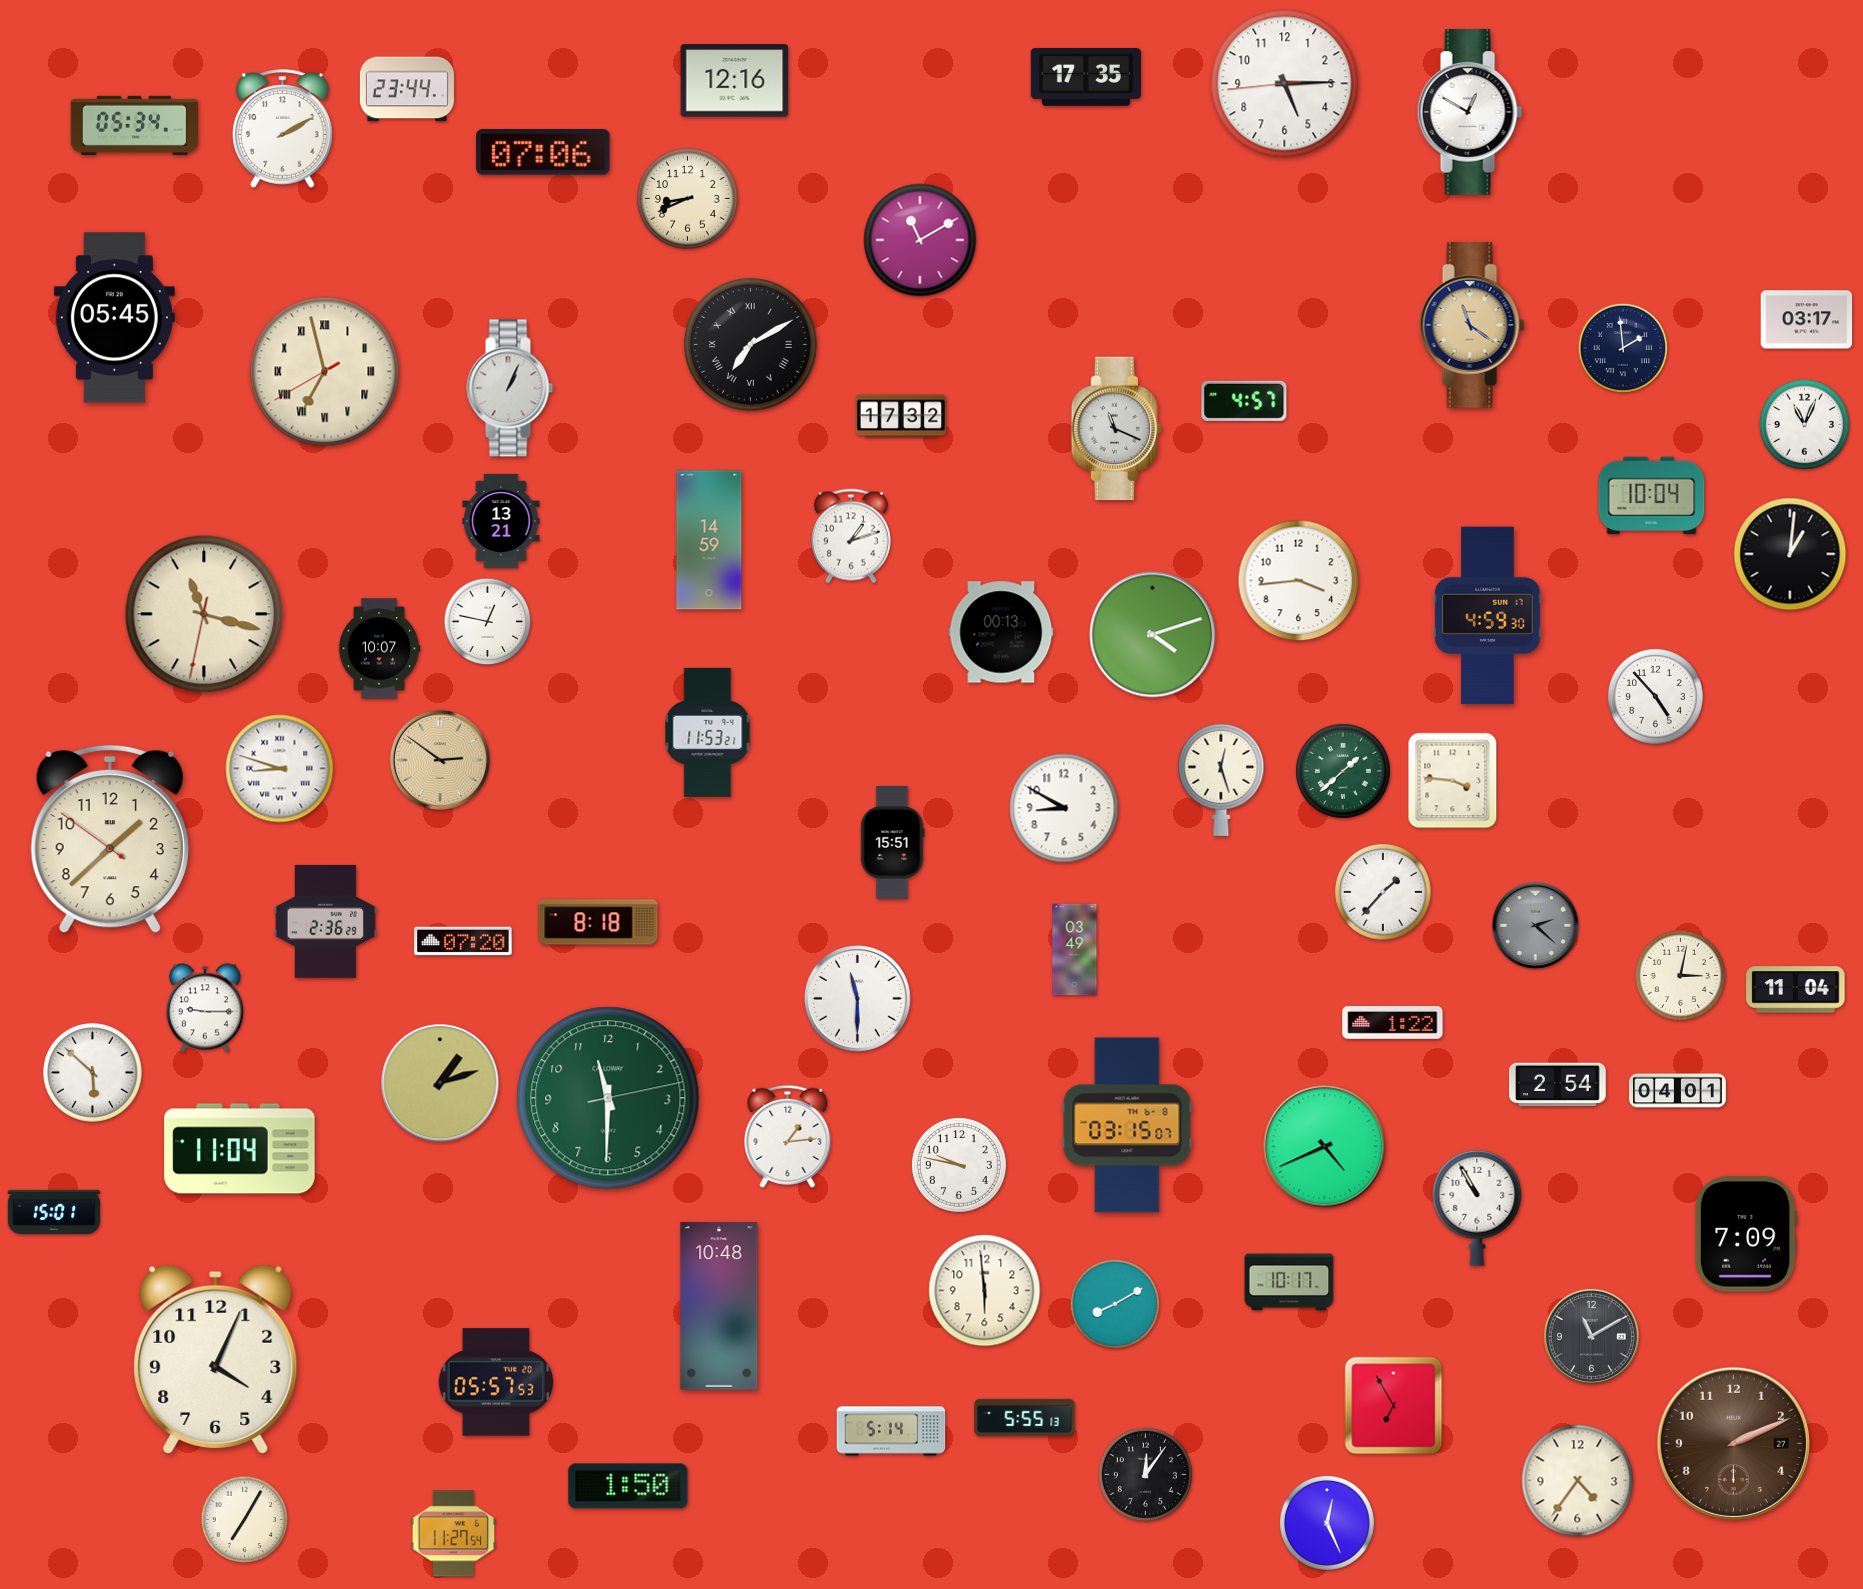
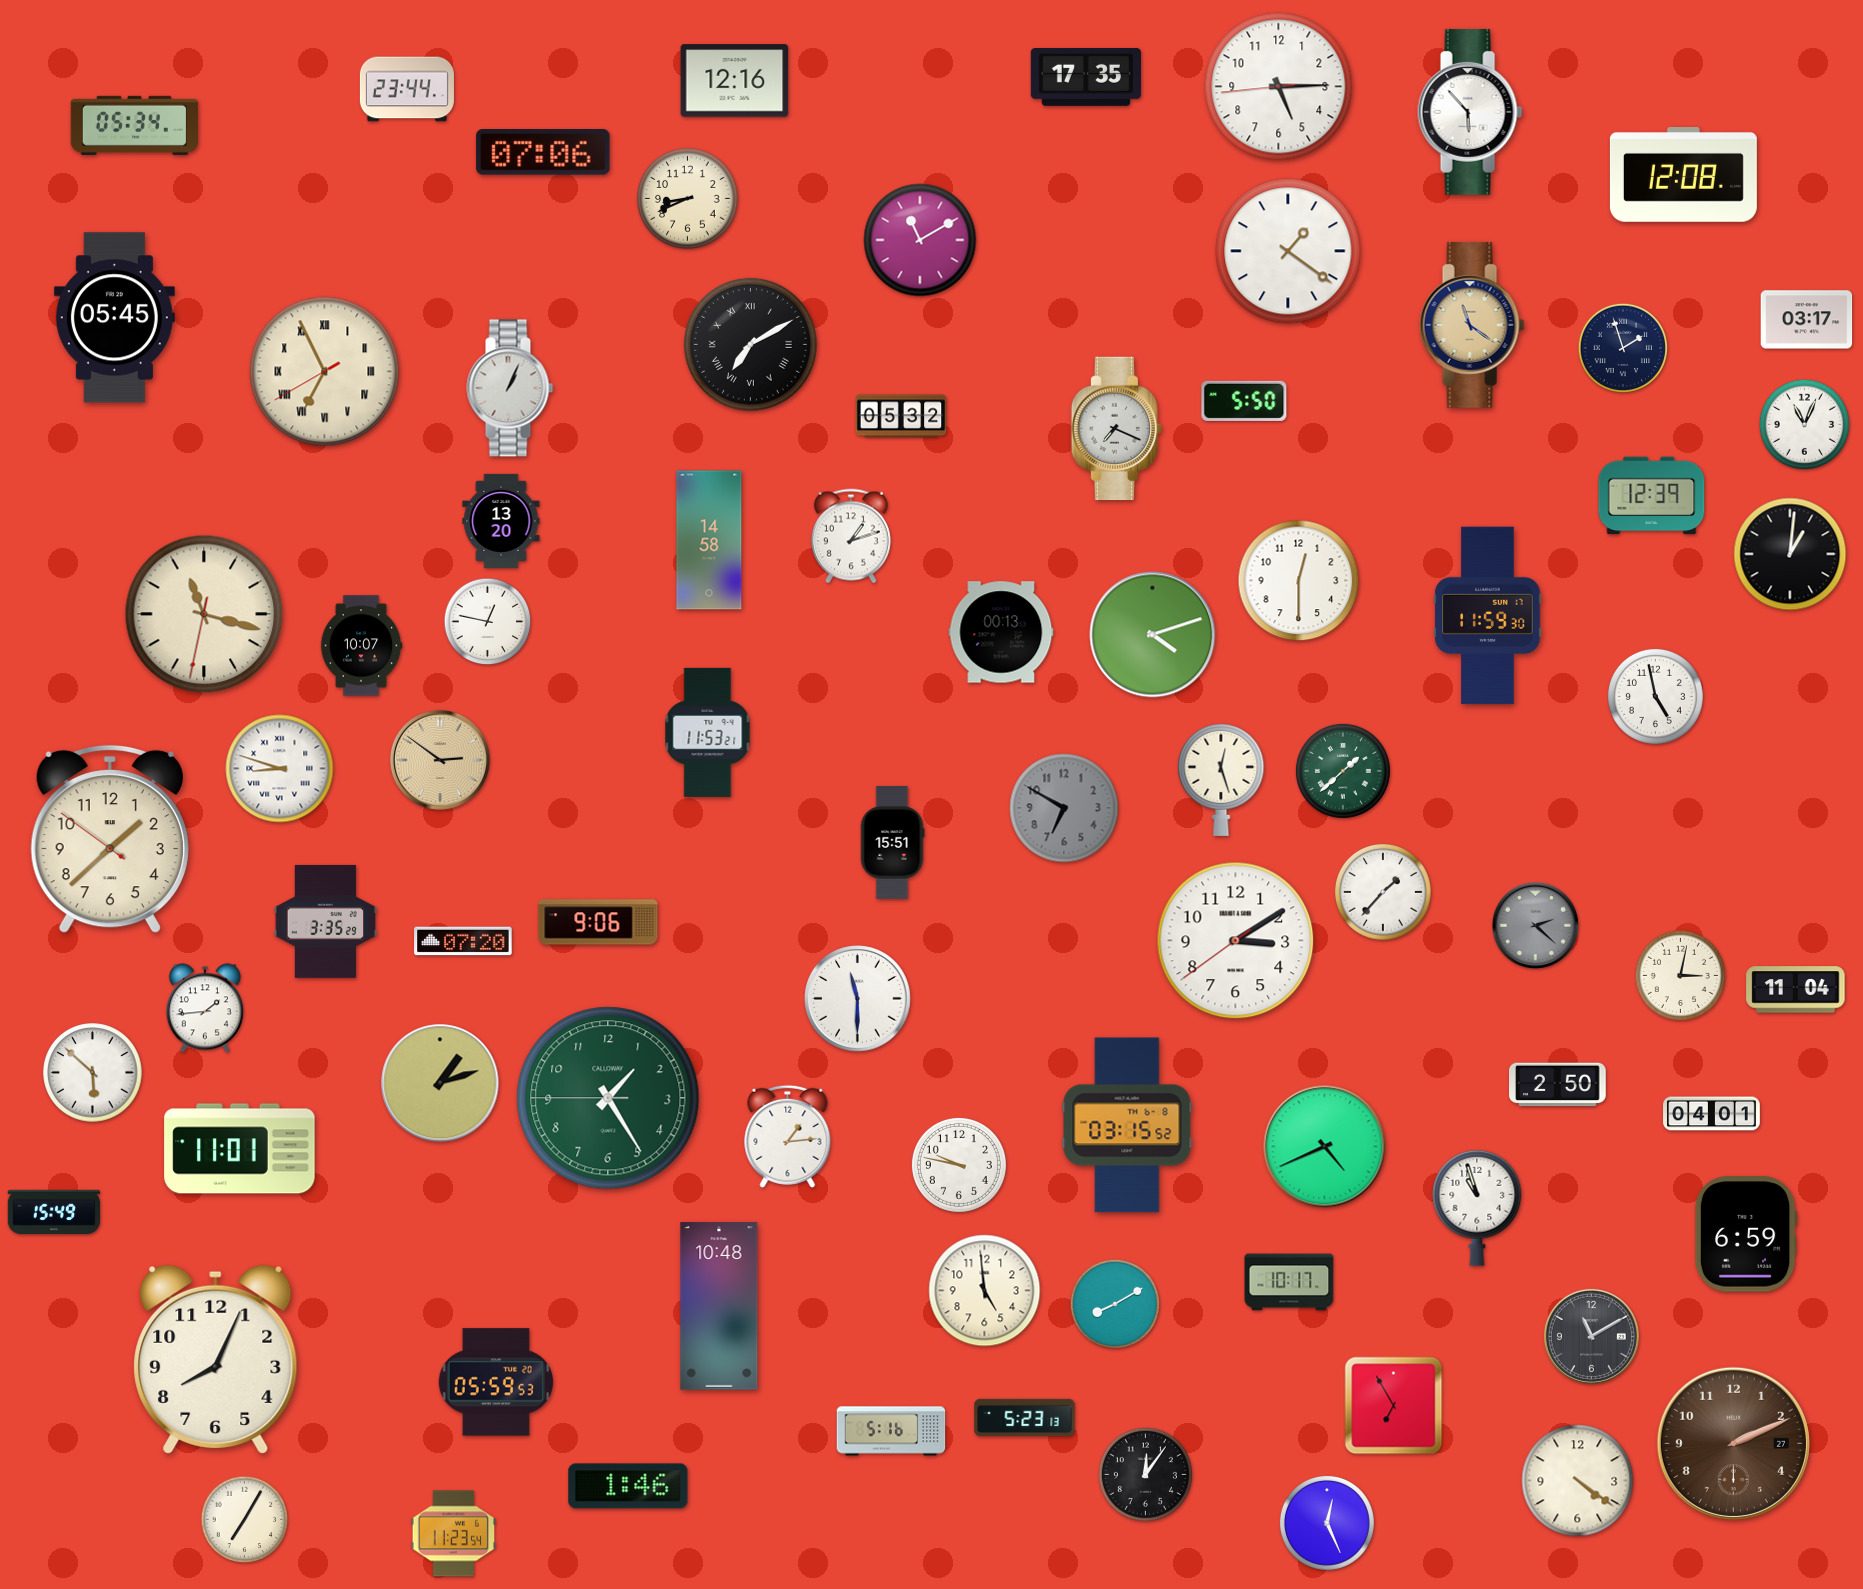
clock at (1285, 84) position: (1285, 84) -> (1279, 87)
clock at (1470, 112): 12:50 -> 5:53
clock at (283, 129): 2:10 -> none
clock at (1683, 175): none -> 12:08
clock at (1288, 251): none -> 1:21
clock at (1622, 347): 1:59 -> 1:57
clock at (325, 372): 6:57 -> 6:55
clock at (1244, 401): 4:57 -> 5:50
clock at (901, 416): 17:32 -> 05:32
clock at (1116, 429): 11:19 -> 7:19
clock at (1652, 496): 10:04 -> 12:39
clock at (501, 521): 13:21 -> 13:20
clock at (709, 540): 14:59 -> 14:58
clock at (1299, 581): 3:44 -> 12:30
clock at (1488, 616): 4:59 -> 11:59
clock at (379, 649) position: (379, 649) -> (361, 646)
clock at (1655, 696): 4:53 -> 4:58
clock at (1453, 781): 3:46 -> none
clock at (1064, 808): 8:50 -> 6:50
clock at (1064, 808) dial: white -> grey
clock at (325, 921): 2:36 -> 3:35
clock at (598, 922): 8:18 -> 9:06
clock at (1236, 941): none -> 3:09
clock at (1075, 950): 03:49 -> none
clock at (205, 1008): 9:15 -> 1:44
clock at (1393, 1023): 1:22 -> none
clock at (1558, 1085): 2:54 -> 2:50
clock at (1678, 1091) position: (1678, 1091) -> (1712, 1114)
clock at (608, 1098): 11:30 -> 1:24
clock at (1127, 1125): 03:15:07 -> 03:15:52
clock at (240, 1149): 11:04 -> 11:01
clock at (1477, 1208): 10:55 -> 10:57
clock at (54, 1211): 15:01 -> 15:49
clock at (1746, 1234): 7:09 -> 6:59
clock at (985, 1291): 5:59 -> 4:59
clock at (216, 1359): 4:04 -> 8:04
clock at (495, 1382): 05:57 -> 05:59
clock at (1025, 1418): 5:55 -> 5:23
clock at (891, 1431): 5:14 -> 5:16
clock at (1578, 1481): 4:36 -> 4:21
clock at (628, 1486): 1:50 -> 1:46
clock at (454, 1534): 11:27 -> 11:23
